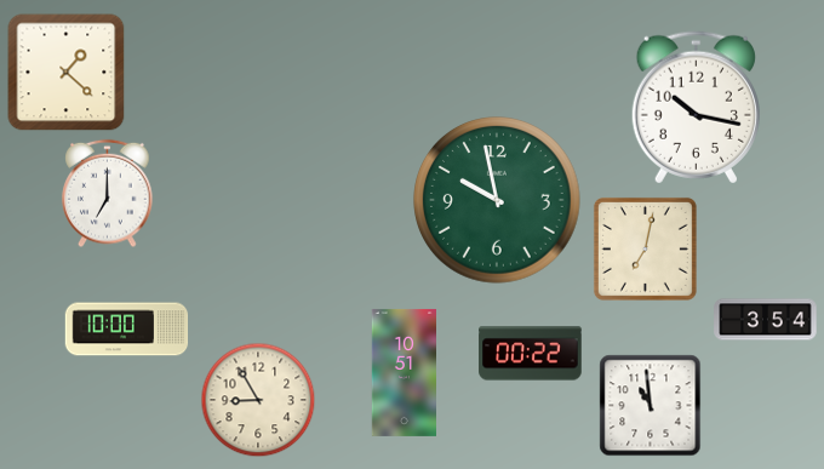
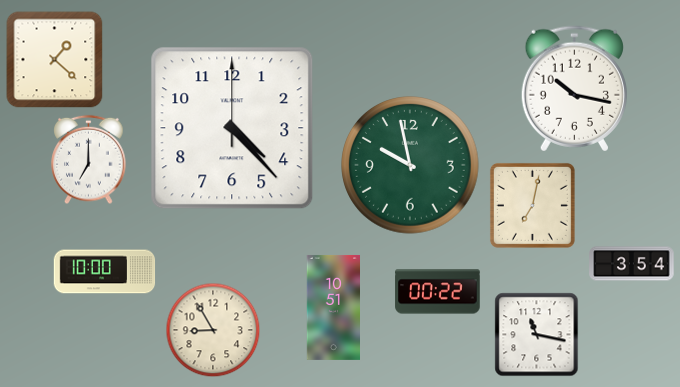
clock at (232, 128): none -> 4:23
clock at (651, 406): 10:59 -> 11:17
